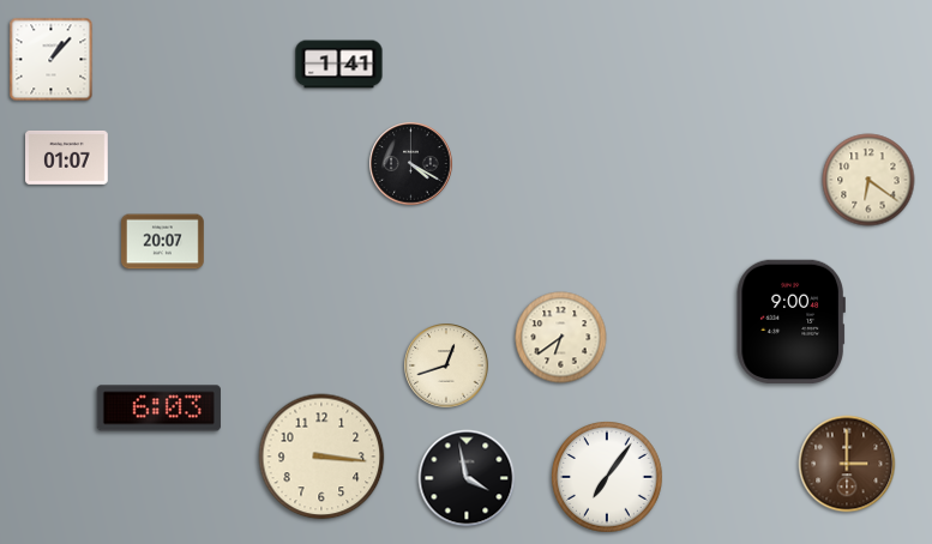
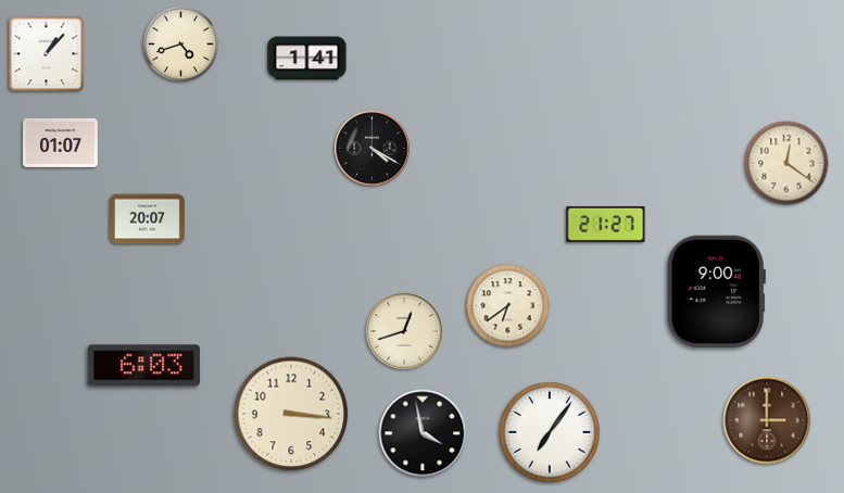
clock at (180, 43): none -> 4:42
clock at (868, 180): 6:21 -> 12:21
clock at (606, 224): none -> 21:27
clock at (158, 409) position: (158, 409) -> (143, 366)
